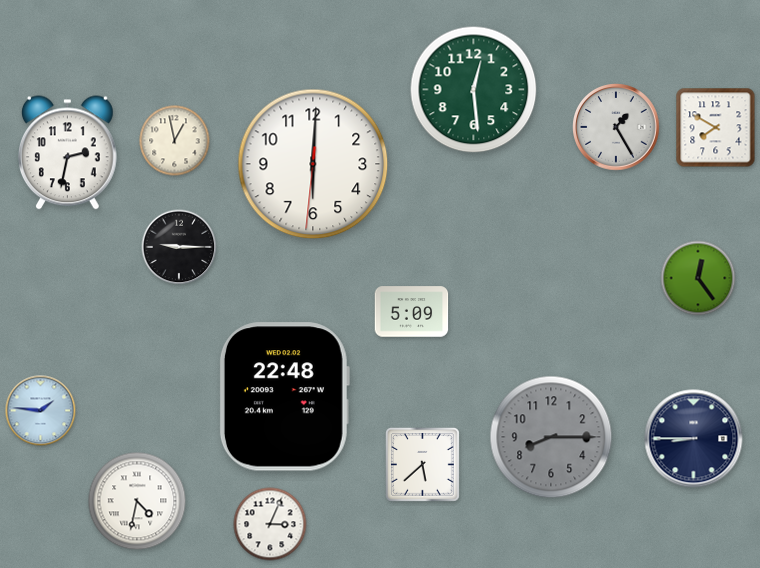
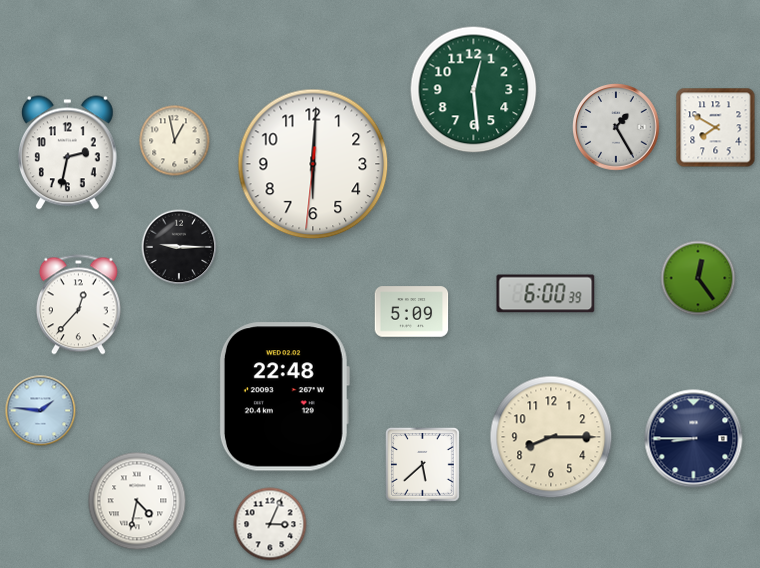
clock at (546, 294): none -> 6:00
clock at (78, 305): none -> 12:37
clock at (551, 437) dial: grey -> cream
